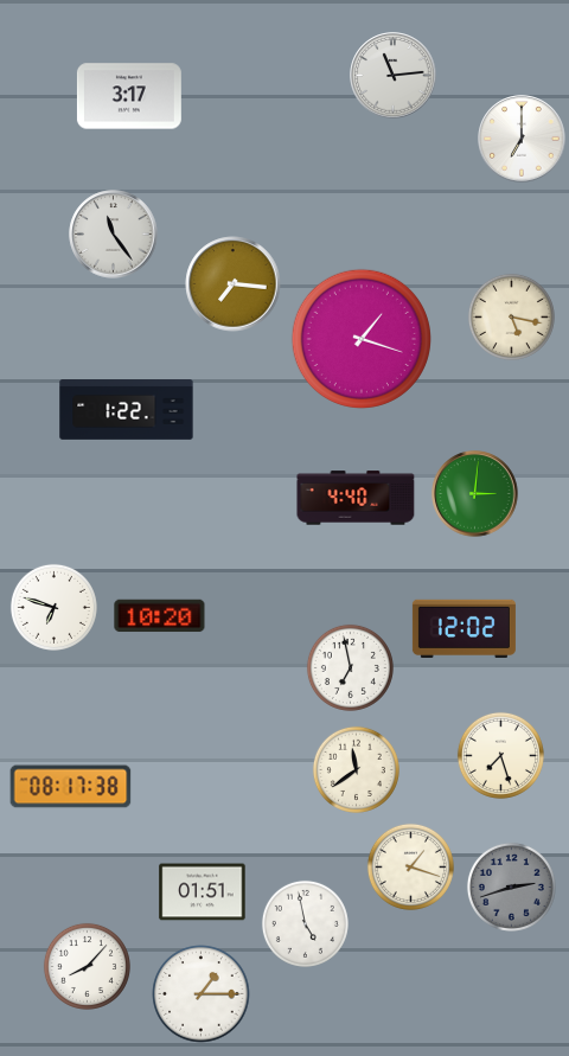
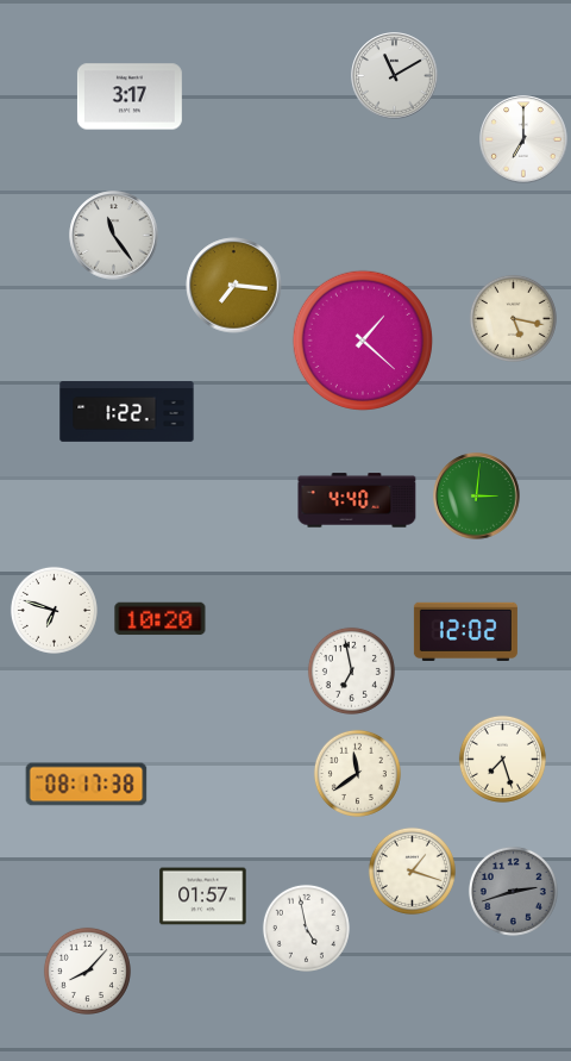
clock at (394, 76): 11:14 -> 11:10
clock at (362, 339): 1:18 -> 1:22
clock at (71, 787) position: (71, 787) -> (87, 785)
clock at (203, 892): 01:51 -> 01:57
clock at (202, 994): 1:15 -> none
